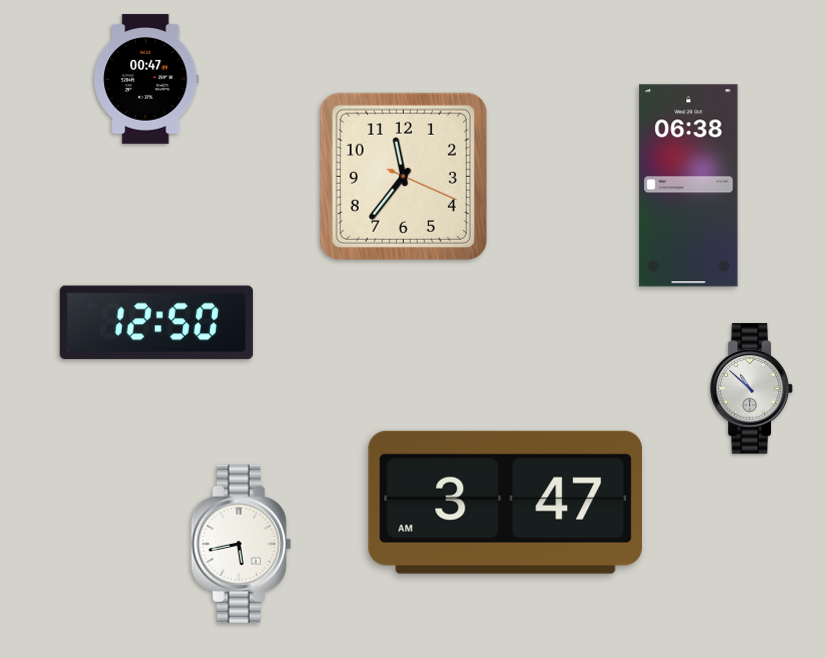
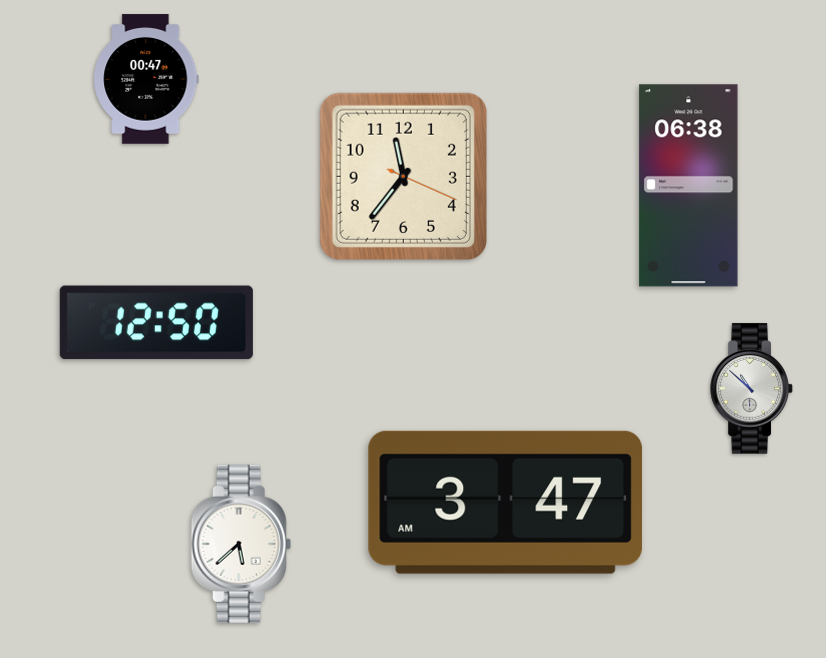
clock at (241, 544): 5:43 -> 5:38
